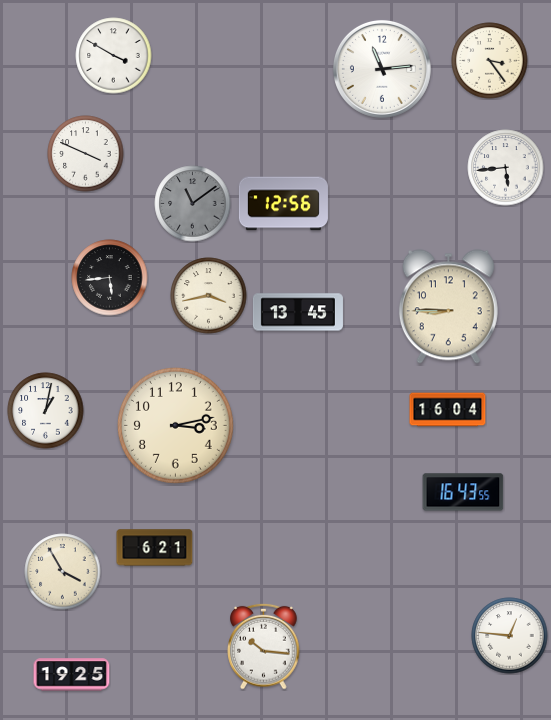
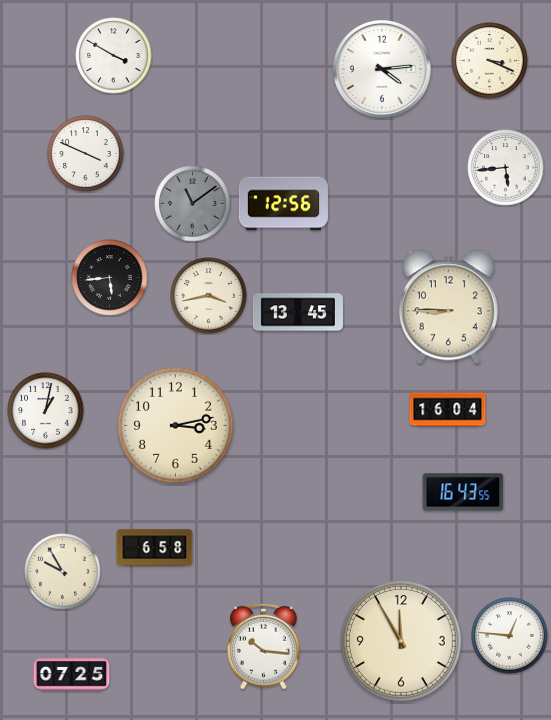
clock at (490, 61): 3:24 -> 3:19
clock at (382, 69): 11:14 -> 4:14
clock at (155, 548): 6:21 -> 6:58
clock at (63, 572): 3:55 -> 9:55
clock at (401, 641): none -> 11:55
clock at (72, 675): 19:25 -> 07:25
